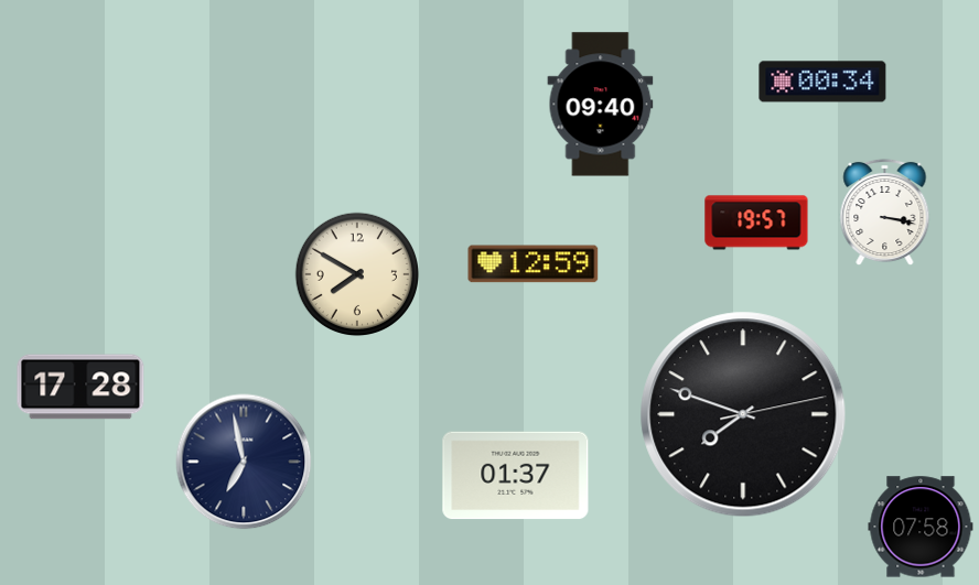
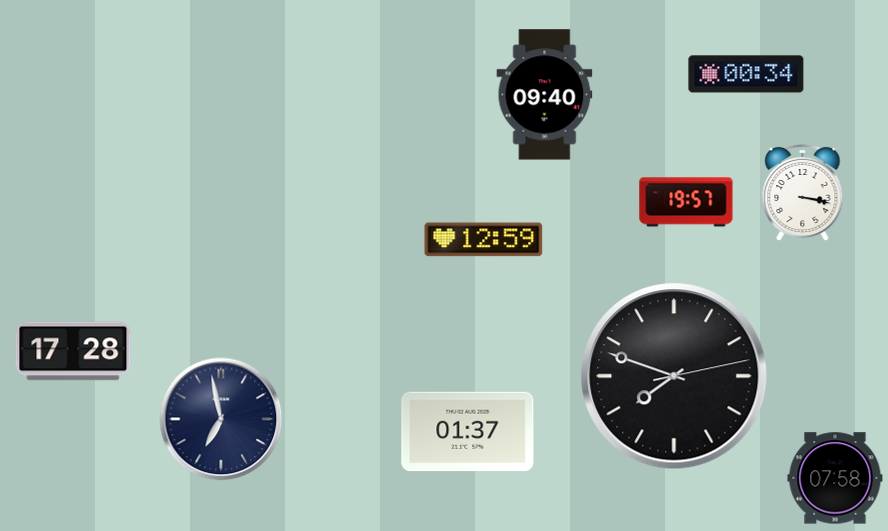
clock at (356, 273): 7:50 -> none
